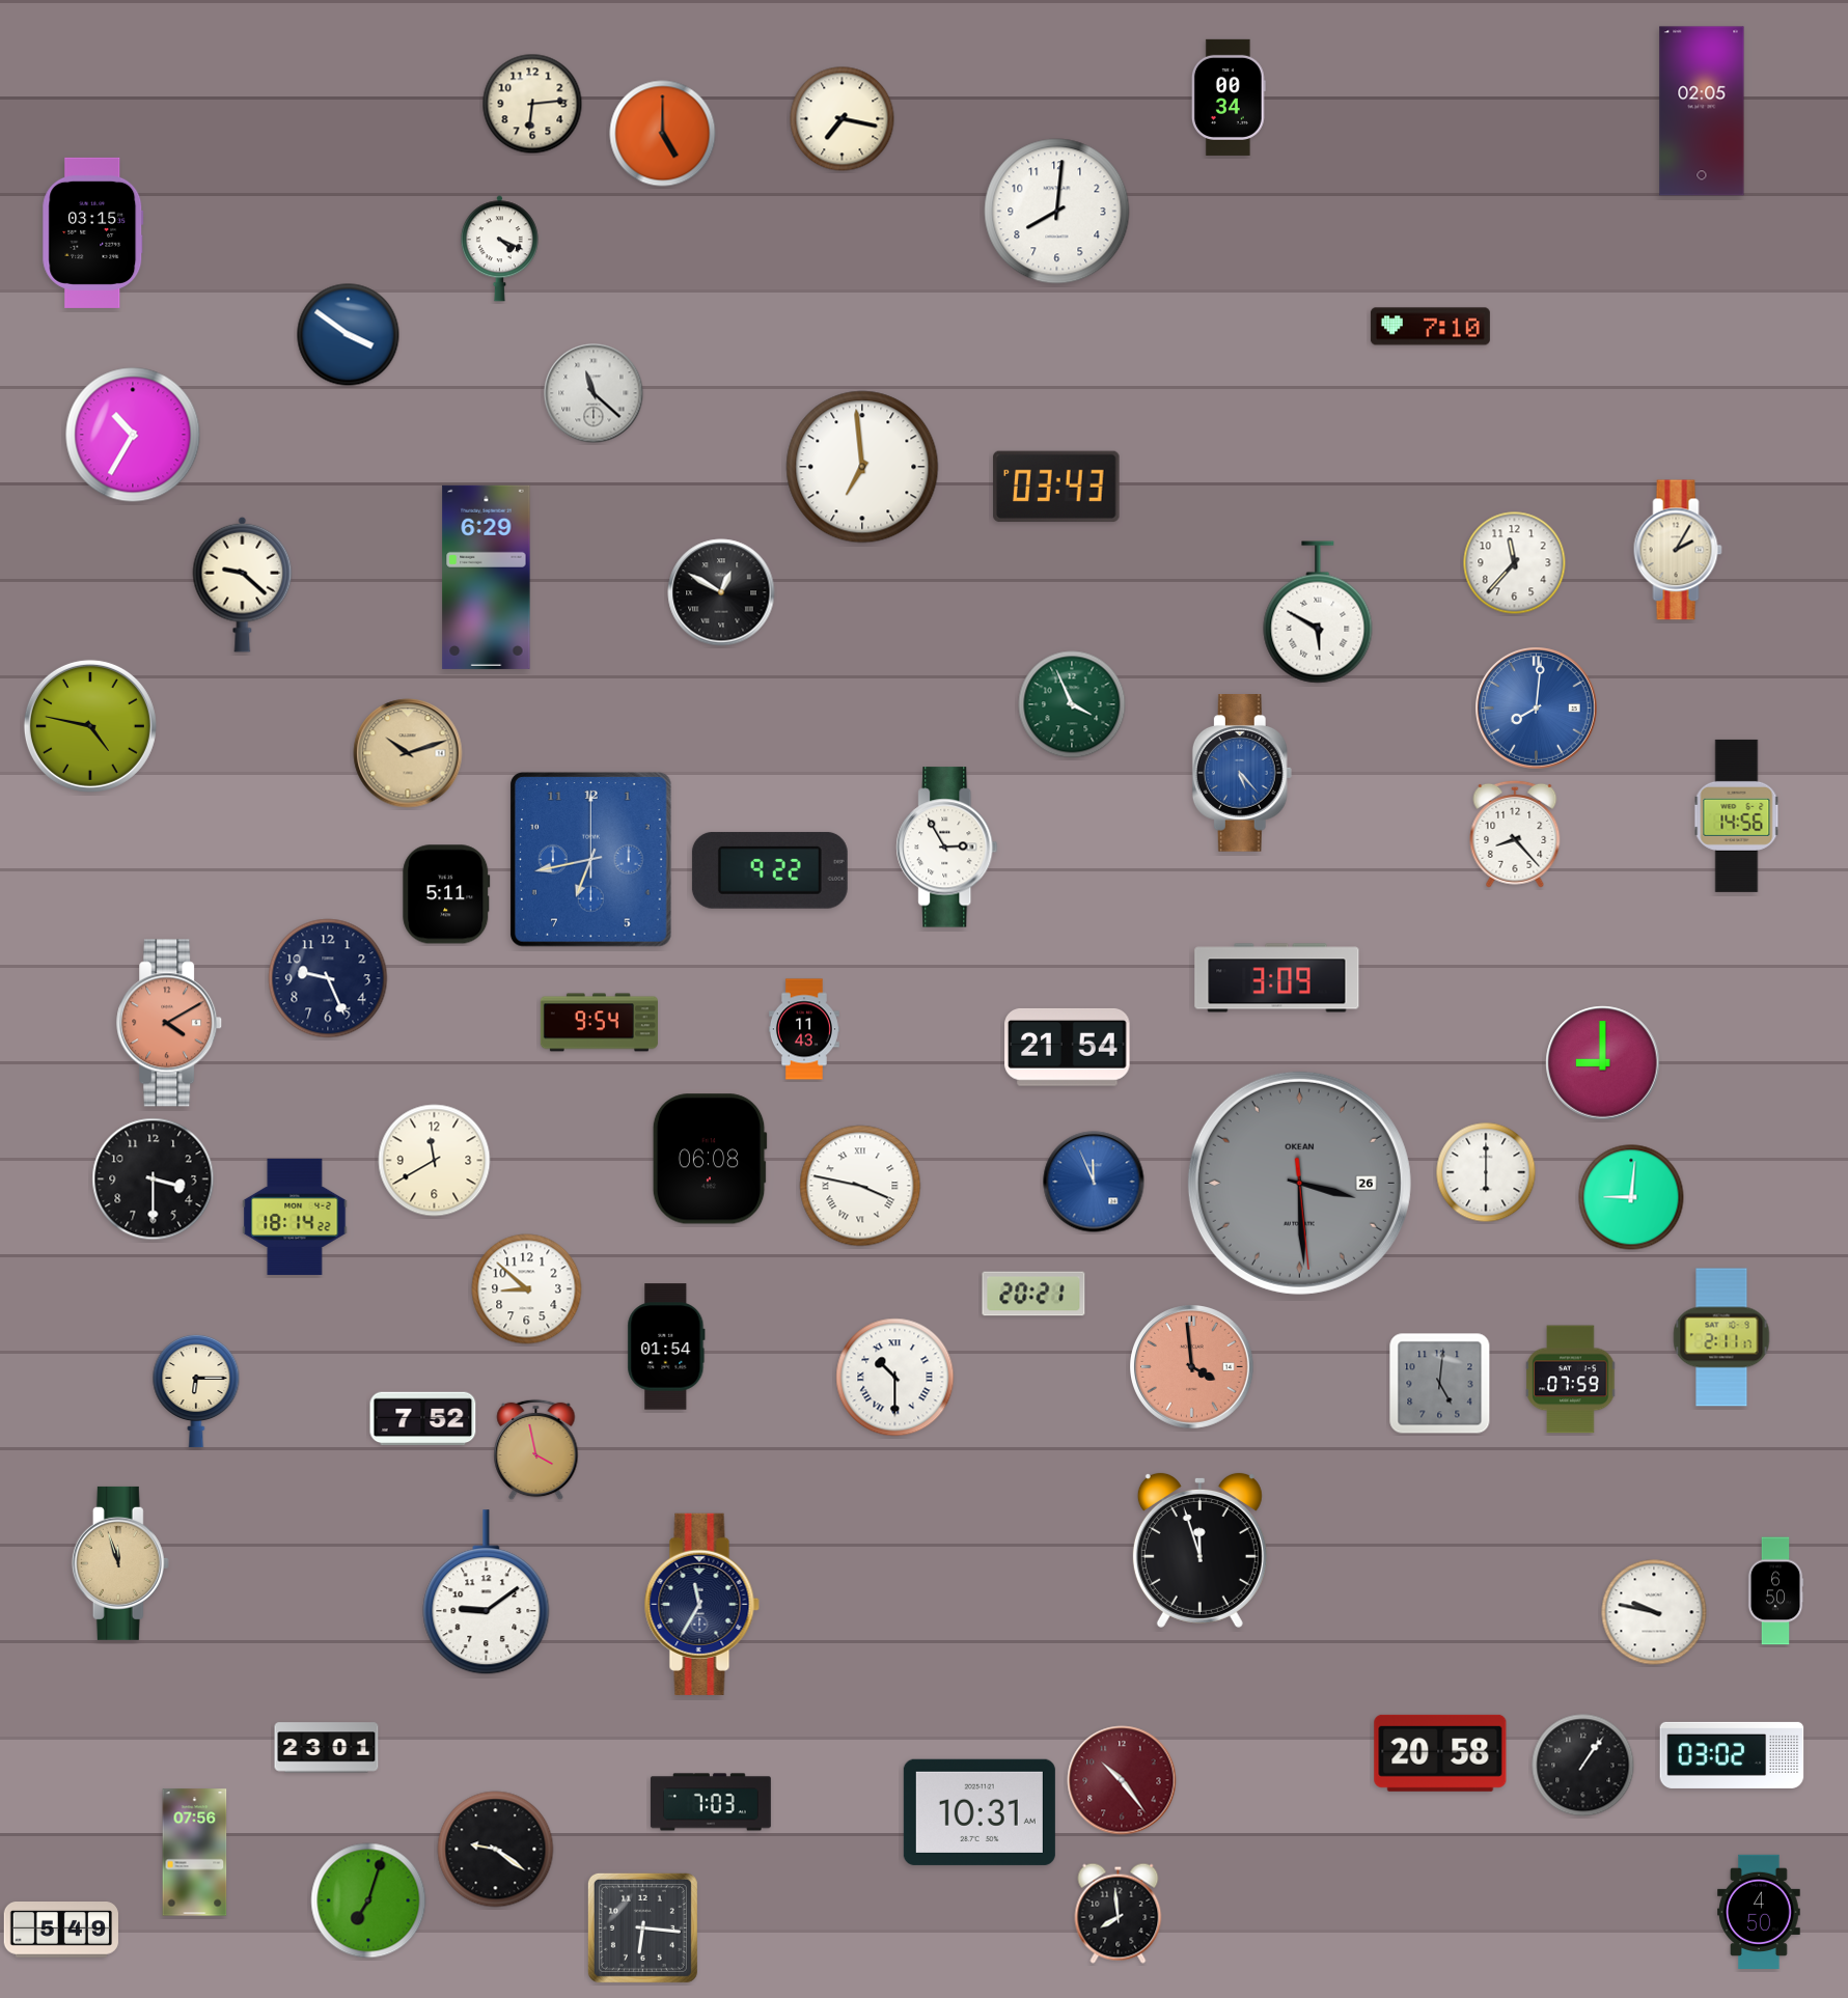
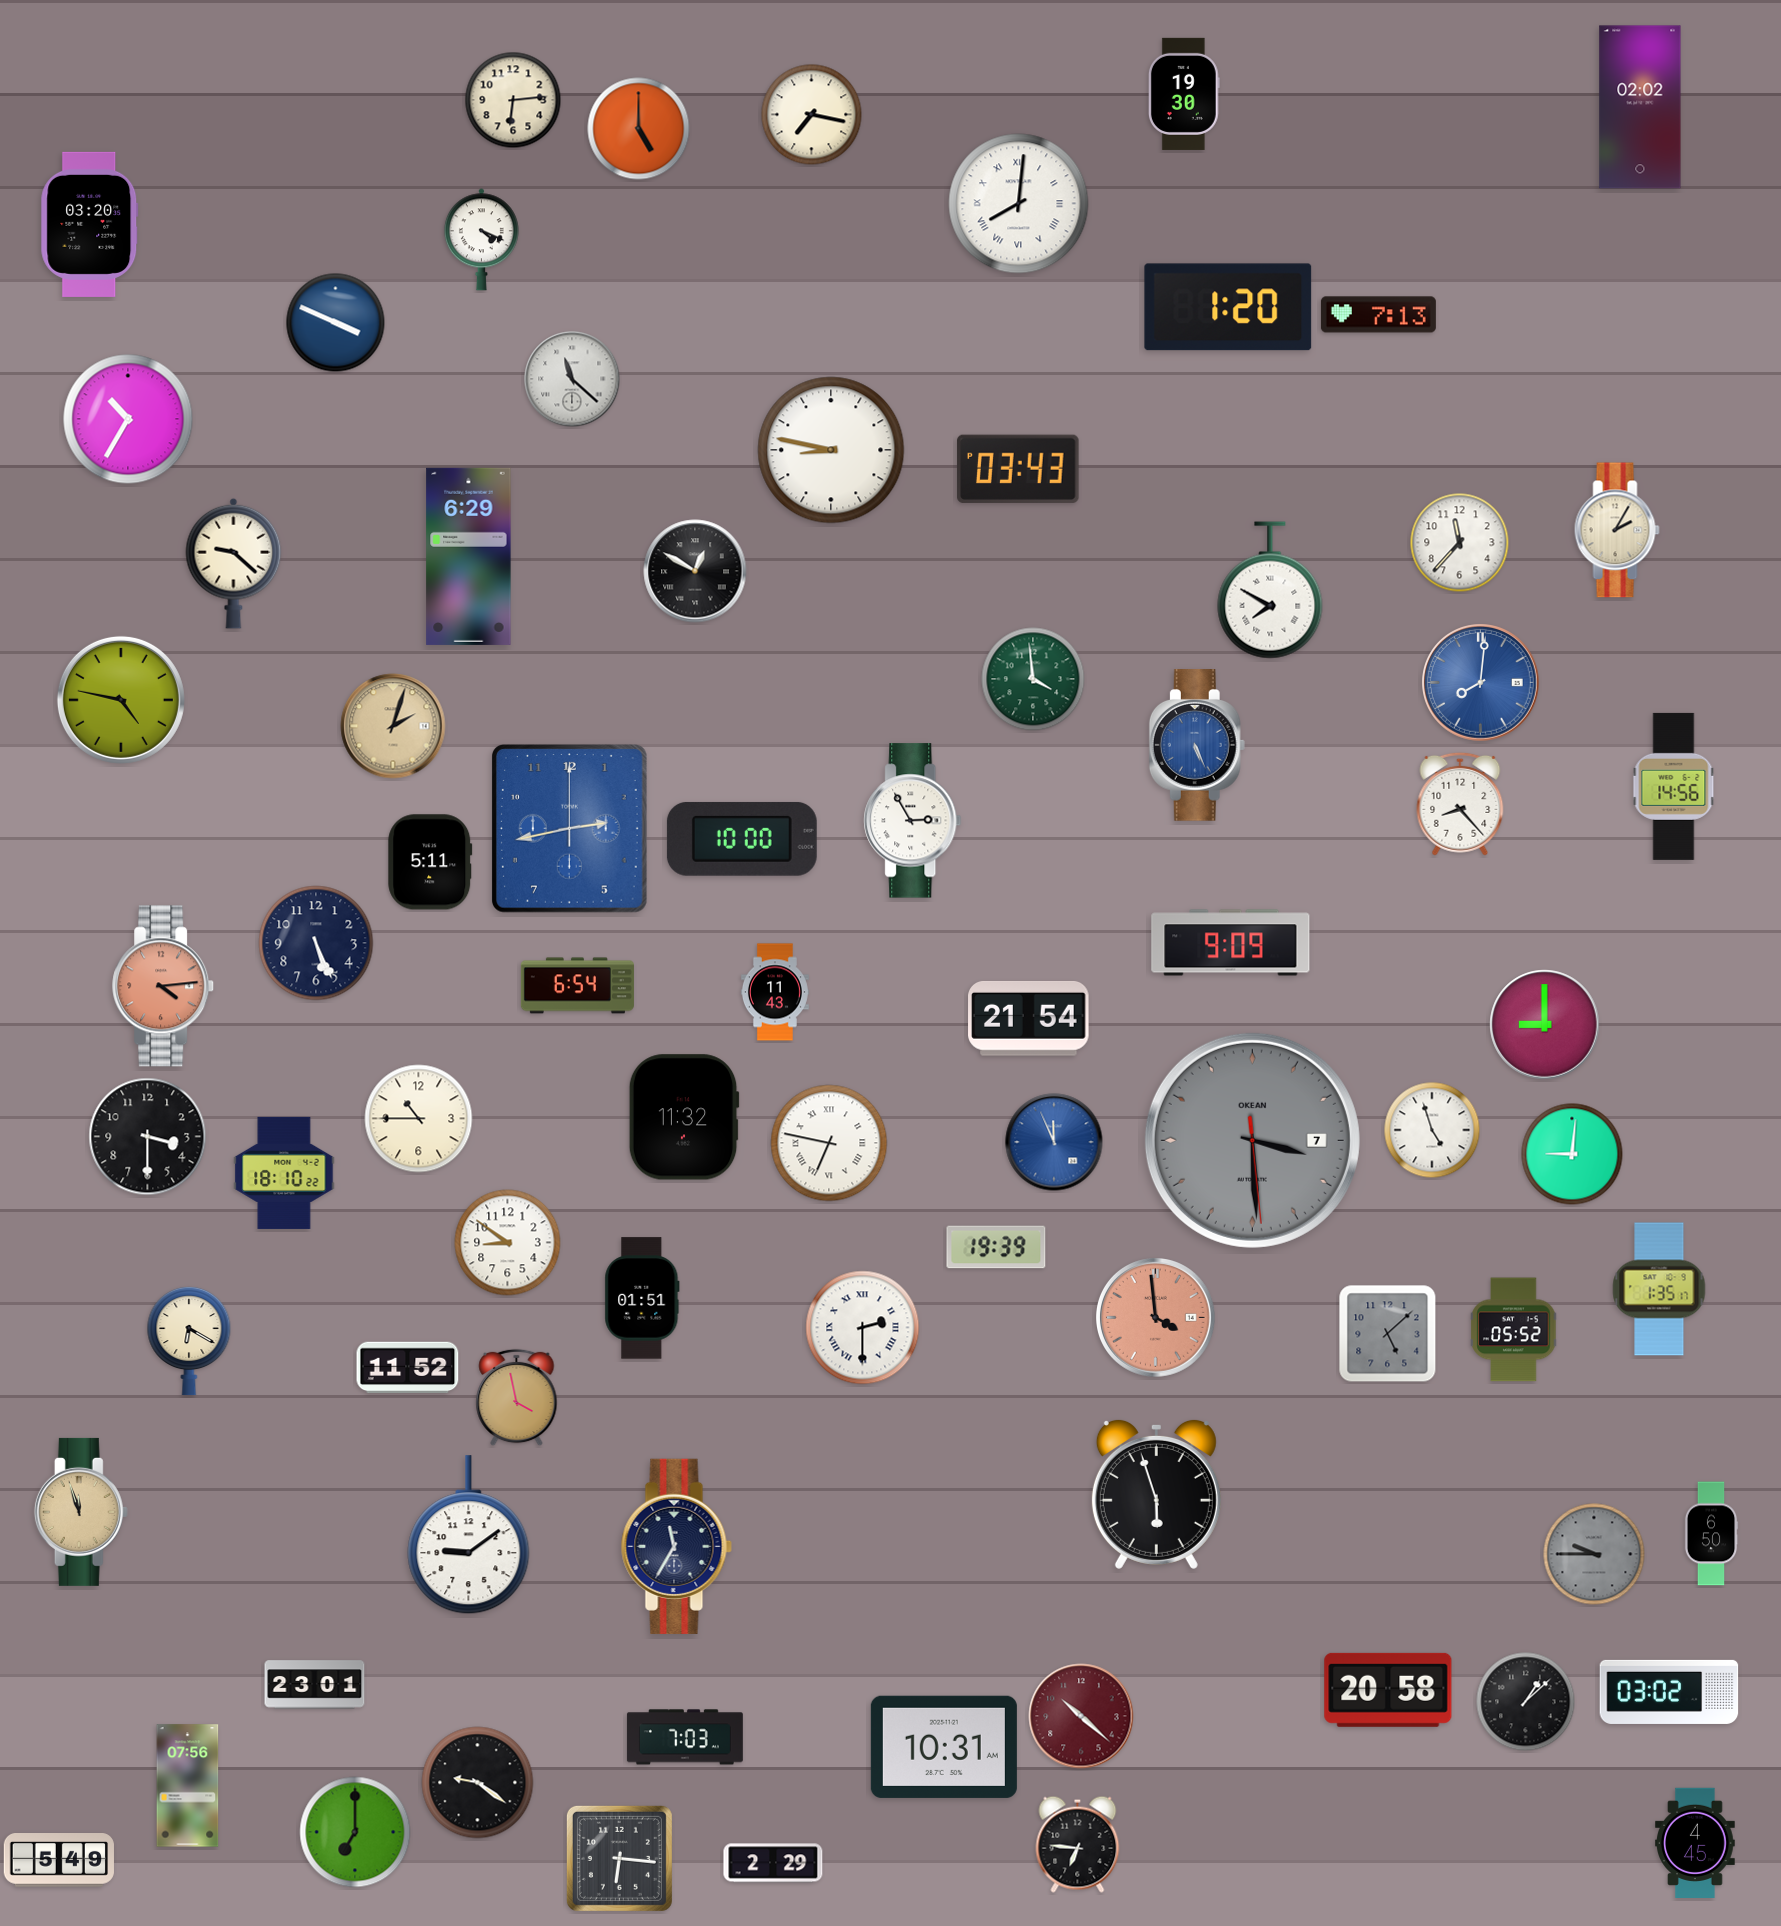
clock at (1229, 98): 00:34 -> 19:30
clock at (1702, 111): 02:05 -> 02:02
clock at (1057, 212) numerals: Arabic -> Roman
clock at (93, 232): 03:15 -> 03:20
clock at (1228, 307): none -> 1:20
clock at (1430, 327): 7:10 -> 7:13
clock at (349, 335): 3:51 -> 3:49
clock at (862, 467): 6:59 -> 8:47
clock at (1318, 612): 5:50 -> 7:50
clock at (1072, 704): 3:56 -> 3:59
clock at (90, 726) position: (90, 726) -> (121, 700)
clock at (408, 753): 10:12 -> 2:03
clock at (1242, 773): 5:23 -> 5:26
clock at (947, 848) position: (947, 848) -> (913, 821)
clock at (590, 860): 6:43 -> 2:43
clock at (770, 870): 9:22 -> 10:00
clock at (328, 978): 9:26 -> 5:26
clock at (1277, 978): 3:09 -> 9:09
clock at (170, 1023): 4:10 -> 4:14
clock at (599, 1023): 9:54 -> 6:54
clock at (1068, 1047) position: (1068, 1047) -> (1029, 1018)
clock at (710, 1159): 06:08 -> 11:32
clock at (435, 1161): 11:40 -> 10:45
clock at (1486, 1172): 6:00 -> 4:57
clock at (1094, 1182) position: (1094, 1182) -> (1054, 1142)
clock at (1299, 1183) date: 26 -> 7
clock at (860, 1186): 3:47 -> 6:47
clock at (295, 1217): 18:14 -> 18:10
clock at (527, 1289): 8:52 -> 8:51
clock at (1033, 1294): 20:21 -> 19:39
clock at (1721, 1337): 2:11 -> 1:35
clock at (666, 1347): 01:54 -> 01:51
clock at (1192, 1367) position: (1192, 1367) -> (1156, 1318)
clock at (895, 1378): 10:30 -> 2:30
clock at (1571, 1380): 07:59 -> 05:52
clock at (1440, 1384): 5:01 -> 5:08
clock at (196, 1391): 6:15 -> 6:20
clock at (423, 1419): 7:52 -> 11:52
clock at (1199, 1550): 11:57 -> 5:57
clock at (120, 1563) position: (120, 1563) -> (81, 1512)
clock at (1654, 1612): 9:47 -> 9:45
clock at (1654, 1612) dial: white -> grey
clock at (1583, 1766): 1:06 -> 1:08
clock at (1122, 1780): 10:24 -> 10:22
clock at (368, 1900): 7:03 -> 7:00
clock at (1760, 1911): 4:50 -> 4:45
clock at (1119, 1913): 7:59 -> 6:46
clock at (773, 1863): none -> 2:29
